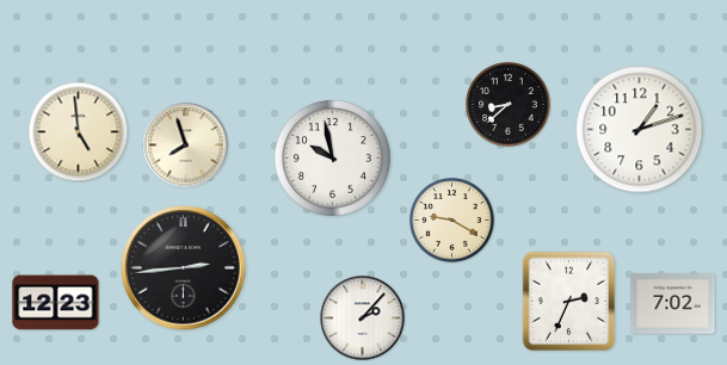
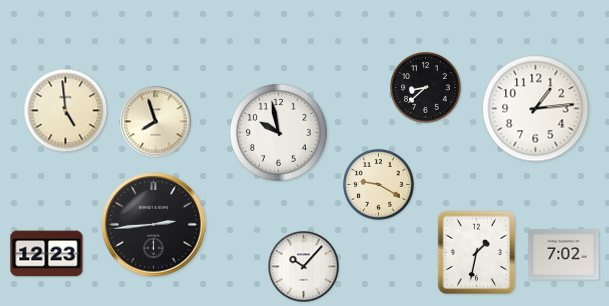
clock at (640, 130): 1:12 -> 1:14
clock at (569, 302): 2:34 -> 1:32
clock at (363, 318): 2:07 -> 10:07
